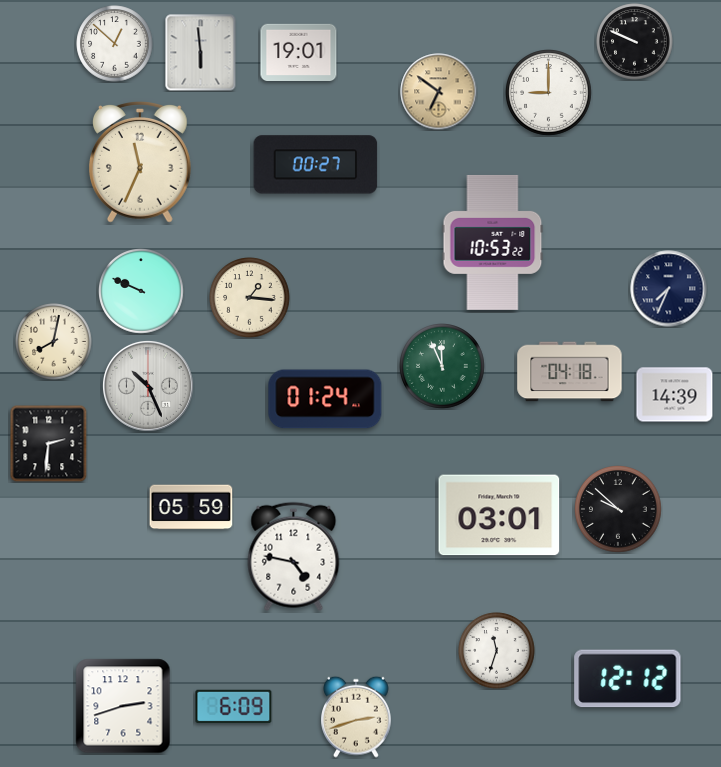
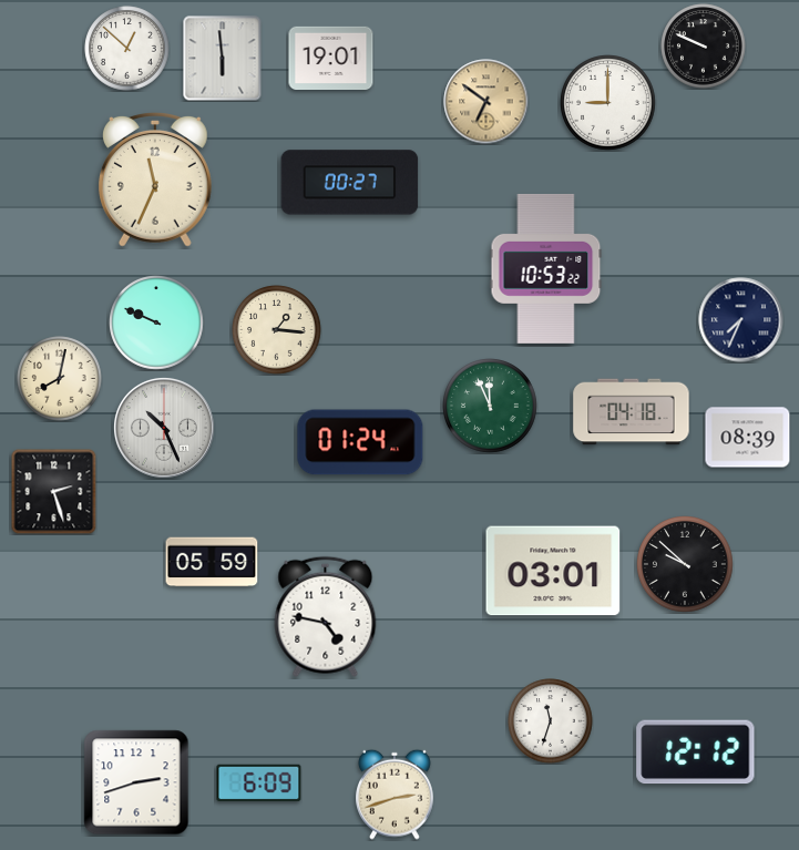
clock at (675, 395): 14:39 -> 08:39
clock at (48, 443): 2:31 -> 2:27
